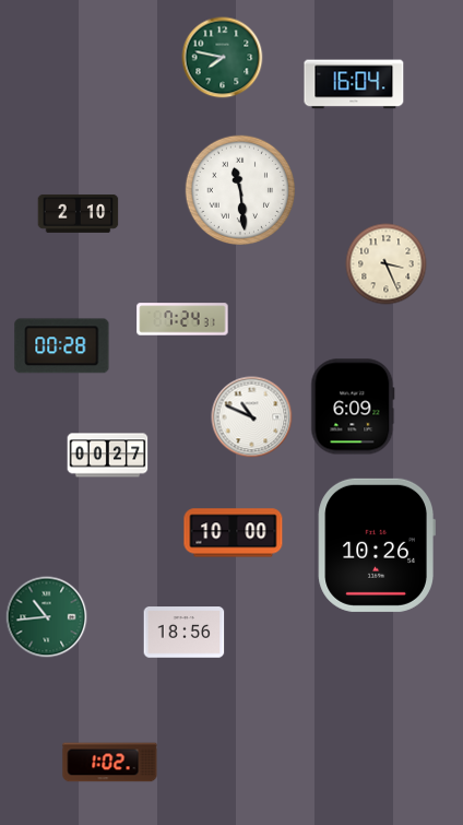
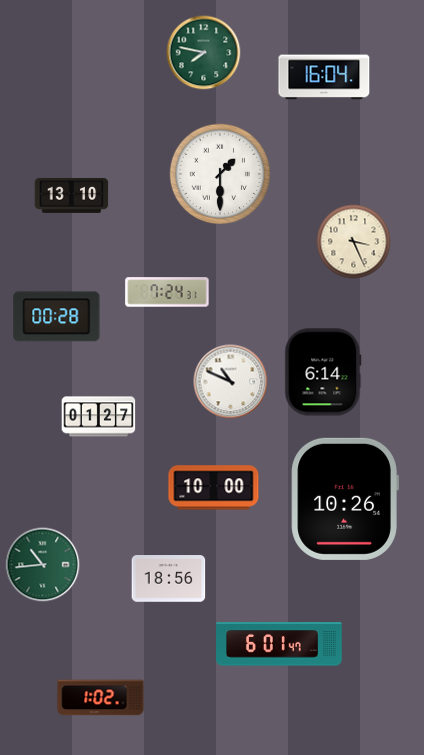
clock at (240, 190): 11:29 -> 1:30
clock at (79, 213): 2:10 -> 13:10
clock at (353, 406): 6:09 -> 6:14
clock at (108, 456): 00:27 -> 01:27
clock at (280, 644): none -> 6:01
